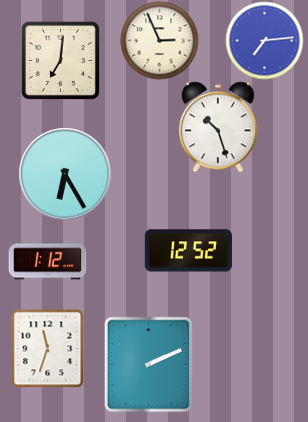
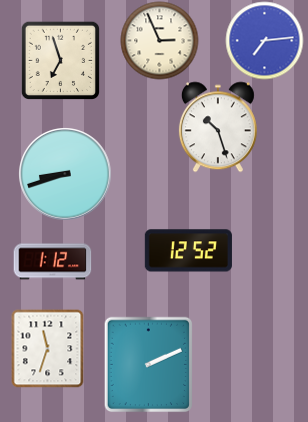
clock at (60, 60): 7:01 -> 6:57
clock at (65, 174): 6:25 -> 8:42
clock at (47, 262) position: (47, 262) -> (52, 262)
